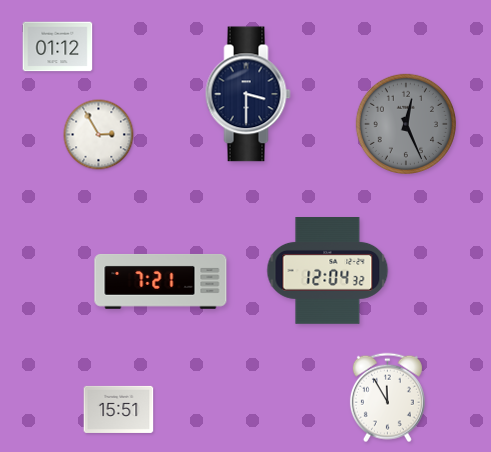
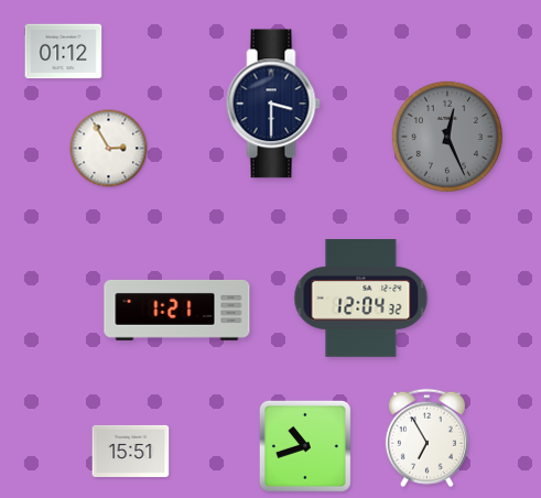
clock at (161, 281): 7:21 -> 1:21
clock at (387, 398): 11:55 -> 6:55
clock at (305, 446): none -> 10:42
